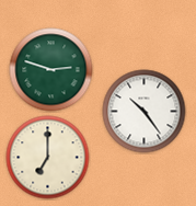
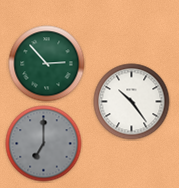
clock at (51, 70): 2:48 -> 2:53
clock at (48, 158) dial: cream -> grey
